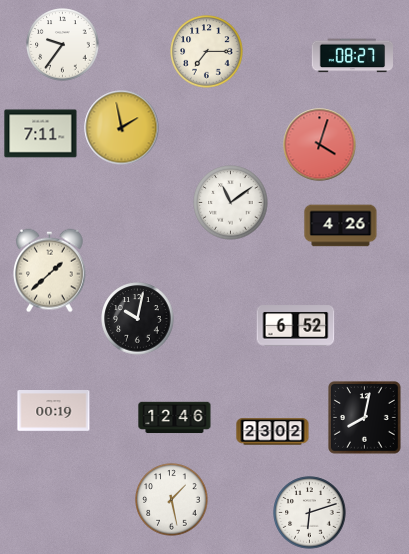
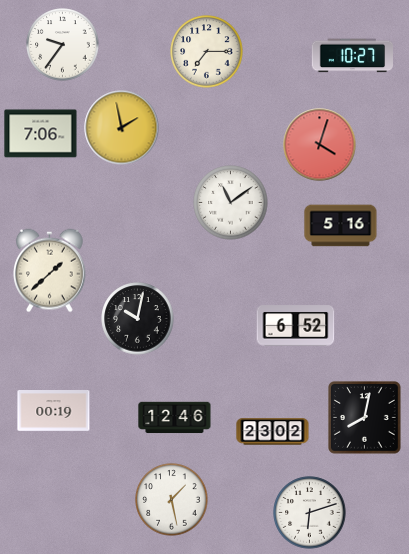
clock at (352, 56): 08:27 -> 10:27
clock at (41, 134): 7:11 -> 7:06
clock at (341, 226): 4:26 -> 5:16
